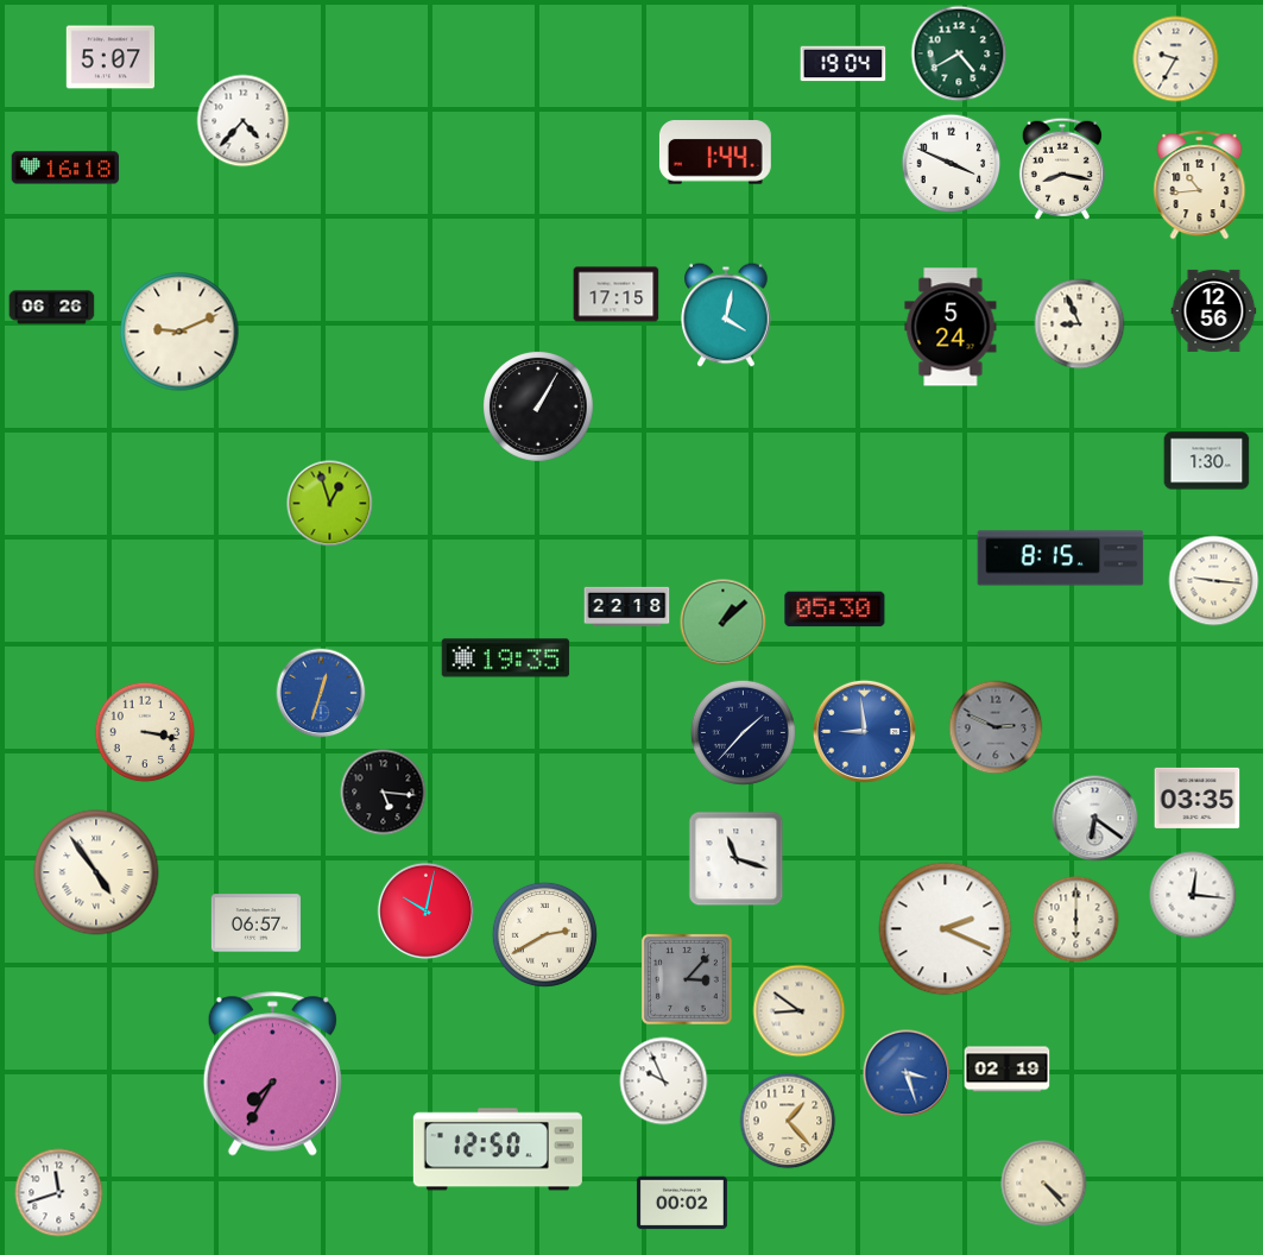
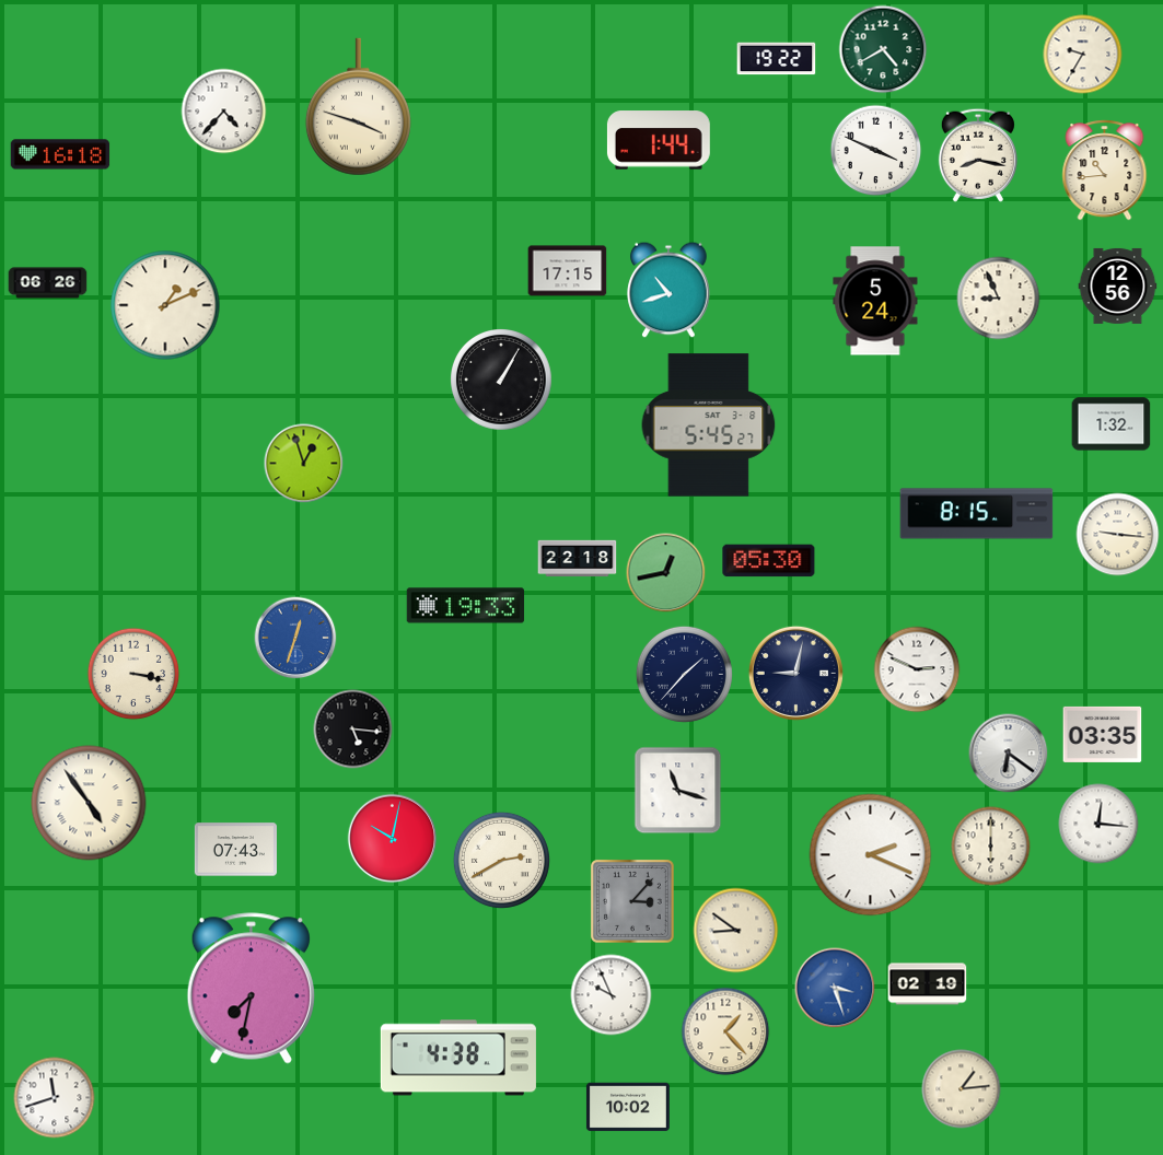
clock at (109, 57): 5:07 -> none
clock at (844, 64): 19:04 -> 19:22
clock at (358, 107): none -> 3:48
clock at (726, 315): 4:02 -> 10:42
clock at (1080, 324) position: (1080, 324) -> (999, 299)
clock at (179, 332): 9:11 -> 1:11
clock at (539, 408) position: (539, 408) -> (502, 381)
clock at (1207, 461): 1:30 -> 1:32
clock at (709, 425): none -> 5:45
clock at (724, 623): 1:08 -> 12:43
clock at (506, 658): 19:35 -> 19:33
clock at (996, 727) dial: grey -> white
clock at (864, 731): 8:59 -> 9:02
clock at (864, 731) dial: blue -> navy
clock at (255, 923): 06:57 -> 07:43
clock at (272, 1074): 7:35 -> 7:32
clock at (498, 1149): 12:50 -> 4:38
clock at (1044, 1184): 4:23 -> 1:14
clock at (682, 1203): 00:02 -> 10:02
